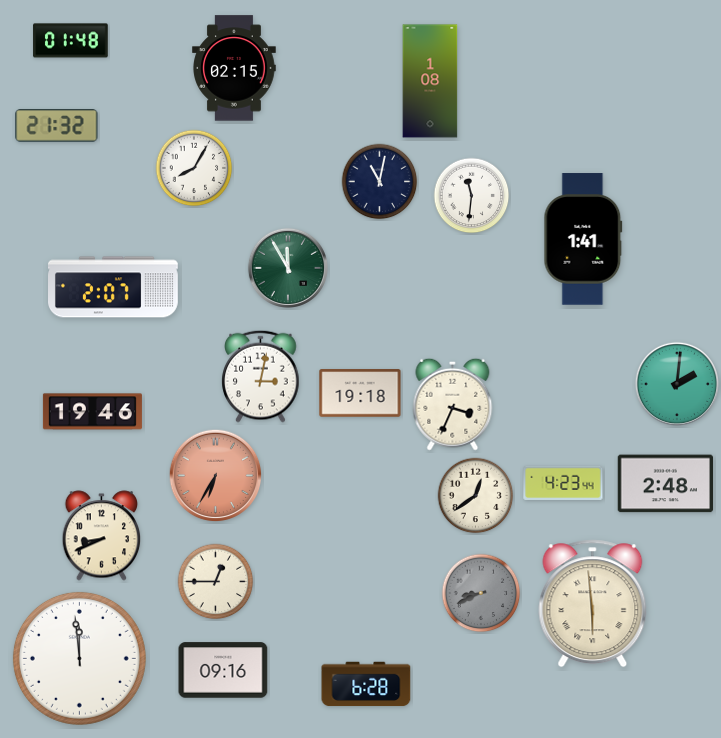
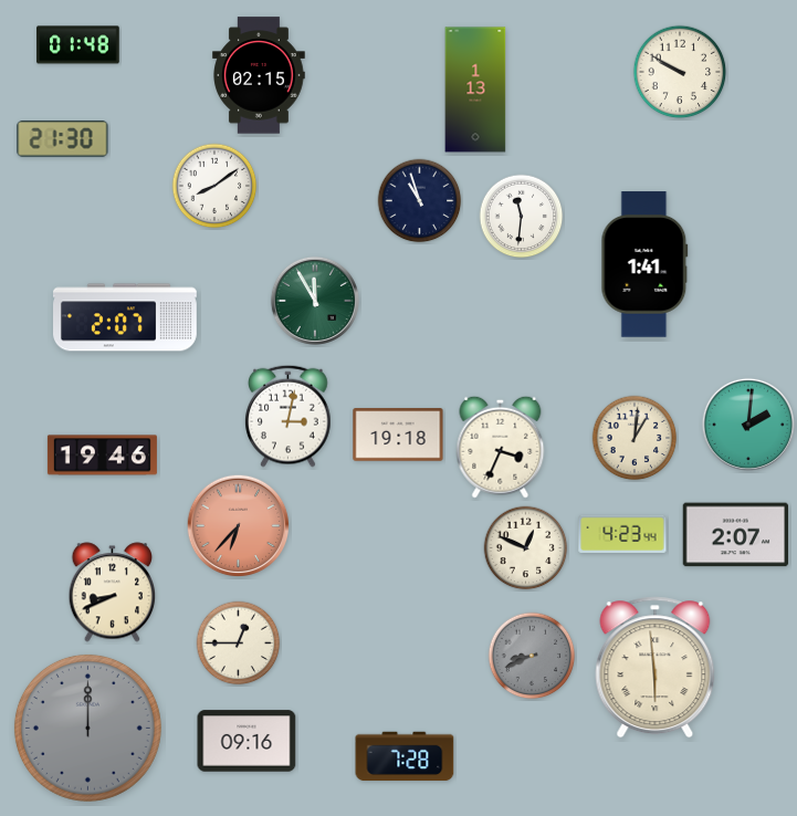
clock at (680, 72): none -> 9:50
clock at (430, 81): 1:08 -> 1:13
clock at (57, 126): 21:32 -> 21:30
clock at (194, 168): 8:05 -> 8:09
clock at (380, 182): 11:02 -> 10:57
clock at (288, 268) position: (288, 268) -> (315, 301)
clock at (635, 438): none -> 1:01
clock at (216, 476): 6:35 -> 6:37
clock at (665, 484): 2:48 -> 2:07
clock at (476, 496): 12:39 -> 12:49
clock at (79, 658): 11:59 -> 12:00
clock at (79, 658) dial: white -> grey
clock at (366, 684): 6:28 -> 7:28
